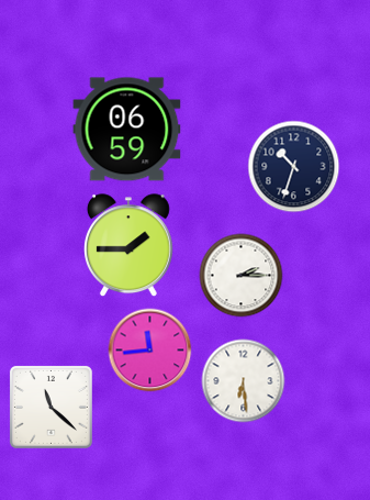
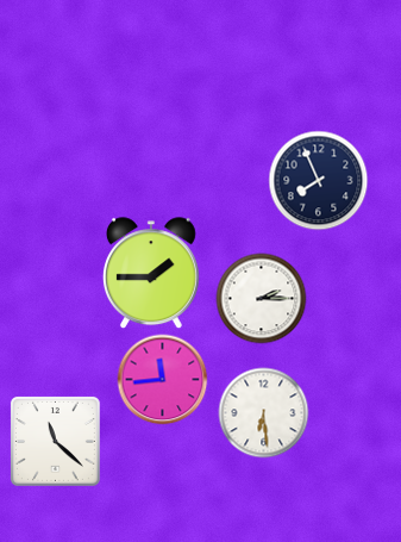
clock at (127, 130): 06:59 -> none
clock at (294, 167): 10:33 -> 7:56
clock at (128, 246) position: (128, 246) -> (151, 274)
